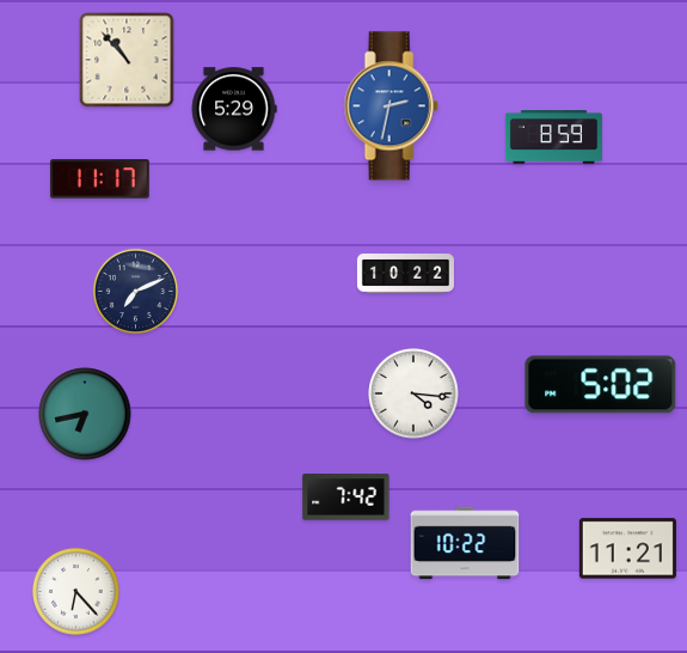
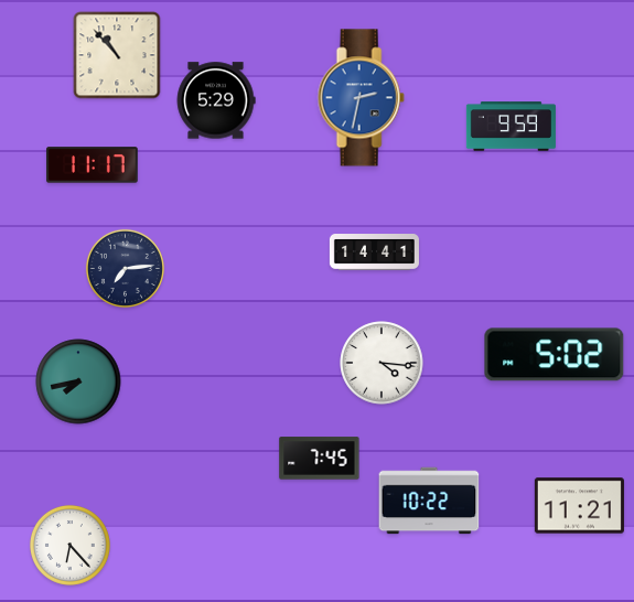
clock at (553, 138): 8:59 -> 9:59
clock at (405, 274): 10:22 -> 14:41
clock at (135, 291): 7:11 -> 7:14
clock at (85, 414): 6:43 -> 7:43
clock at (346, 498): 7:42 -> 7:45
